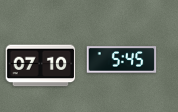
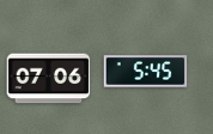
clock at (41, 66): 07:10 -> 07:06
